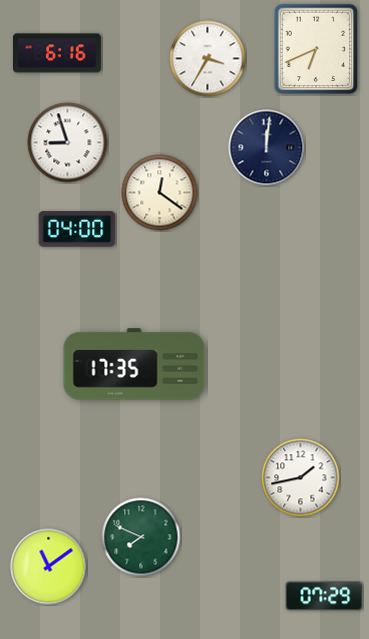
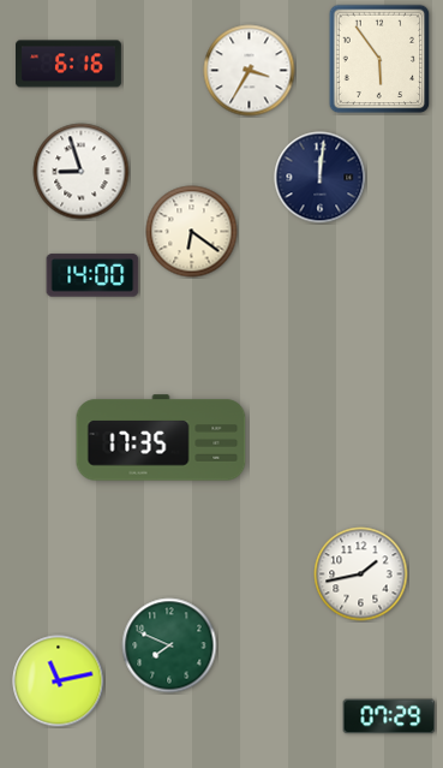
clock at (316, 49): 6:41 -> 5:54
clock at (160, 193): 12:21 -> 6:21
clock at (77, 229): 04:00 -> 14:00
clock at (49, 567): 11:09 -> 11:13
